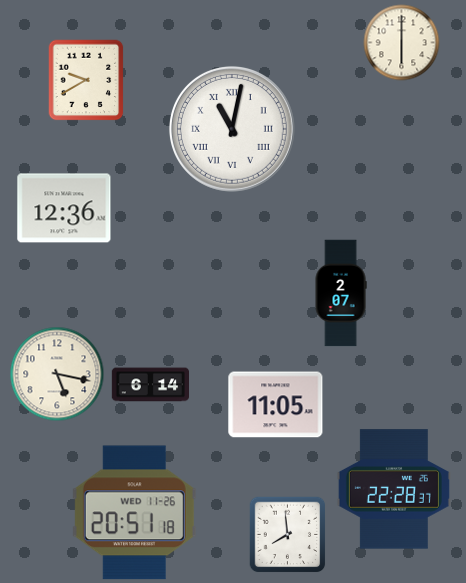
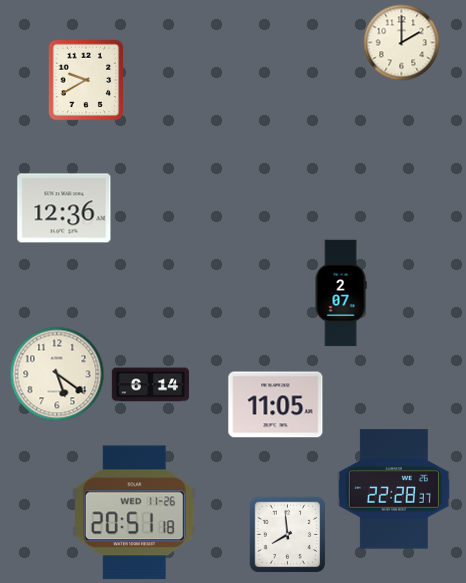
clock at (402, 43): 6:00 -> 2:00
clock at (232, 129): 11:02 -> none
clock at (57, 374): 5:17 -> 5:21
